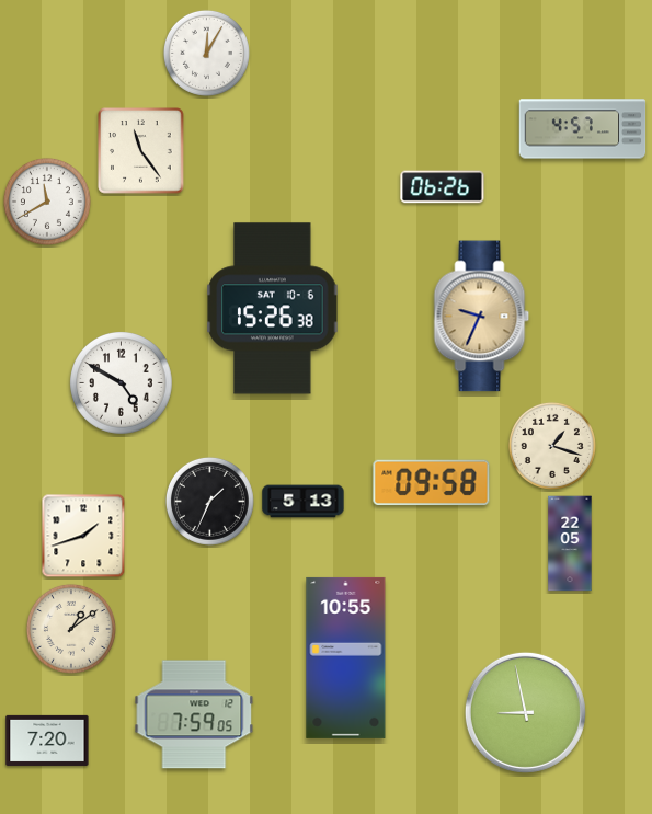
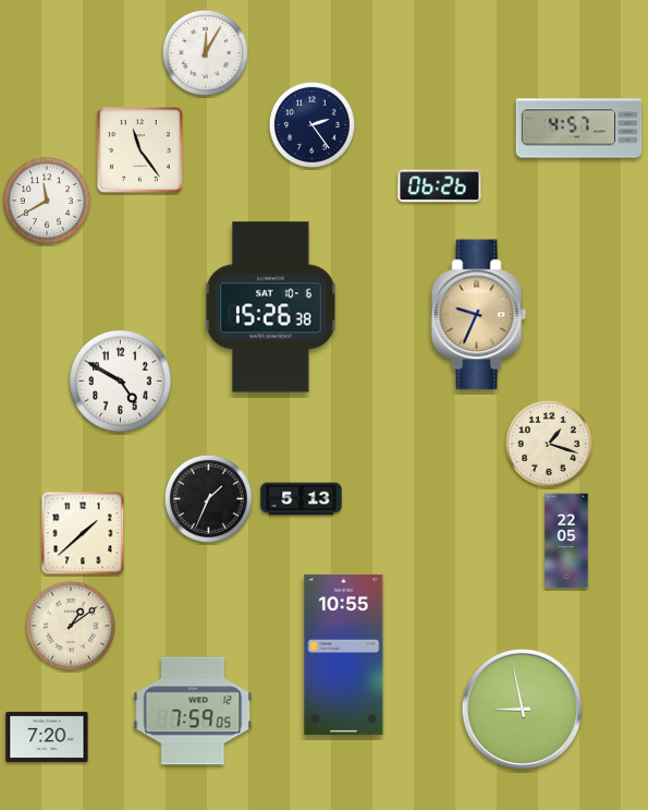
clock at (311, 124): none -> 2:24
clock at (432, 483): 09:58 -> none
clock at (83, 536): 1:42 -> 1:38
